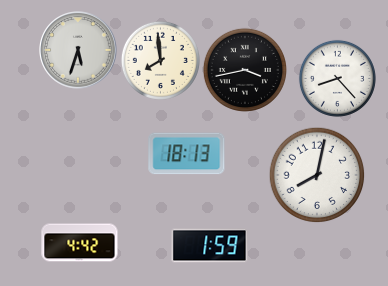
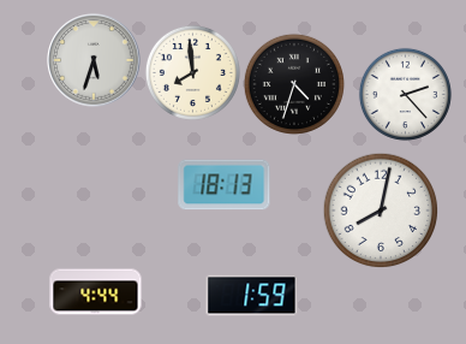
clock at (245, 70): 3:43 -> 4:33
clock at (337, 78): 8:23 -> 2:23
clock at (80, 243): 4:42 -> 4:44
